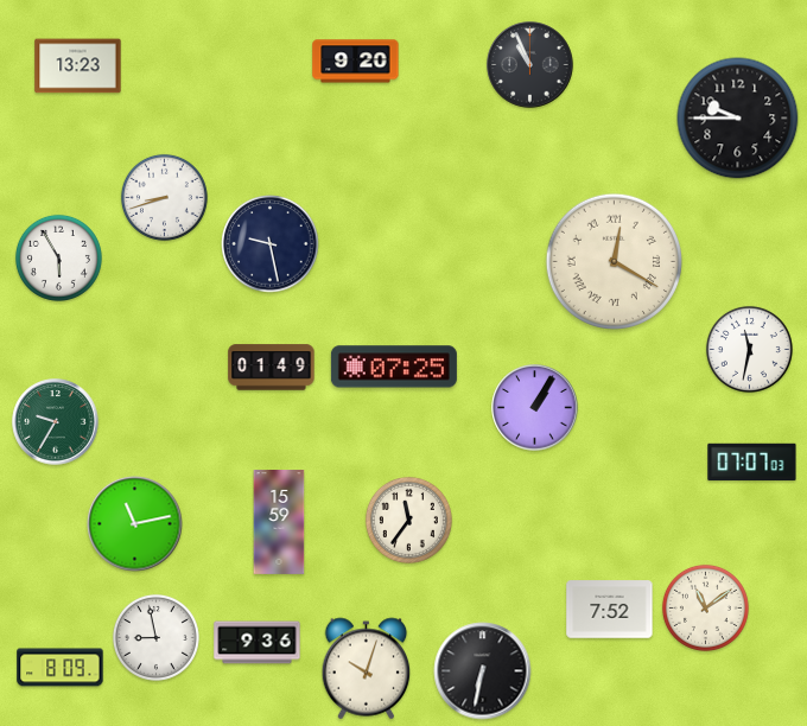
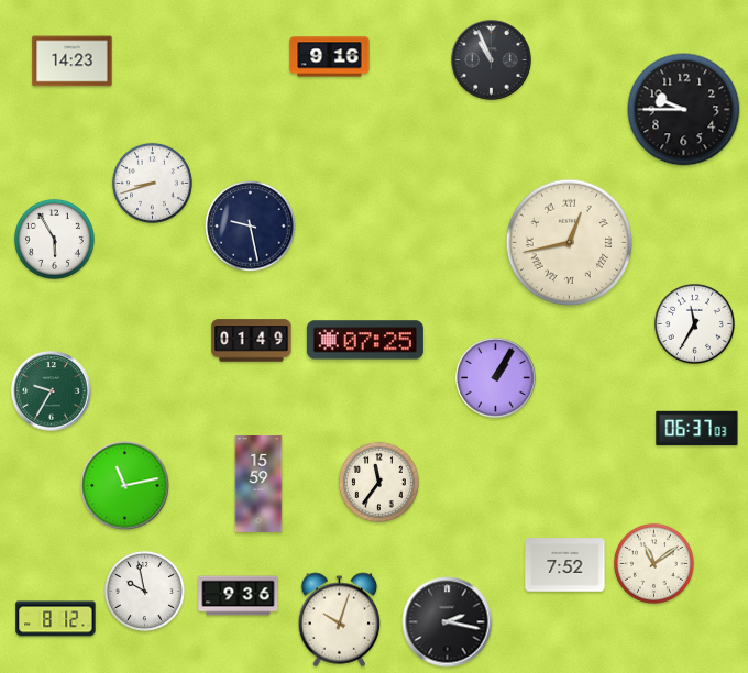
clock at (356, 62): 9:20 -> 9:16
clock at (78, 66): 13:23 -> 14:23
clock at (614, 261): 12:20 -> 12:43
clock at (749, 349): 11:32 -> 11:35
clock at (752, 463): 07:07 -> 06:37
clock at (155, 637): 8:58 -> 9:58
clock at (61, 668): 8:09 -> 8:12
clock at (483, 671): 6:32 -> 2:17
